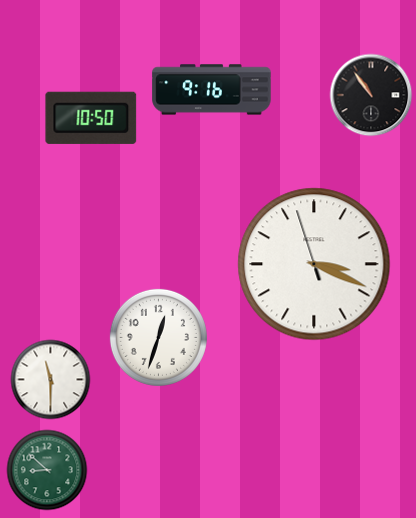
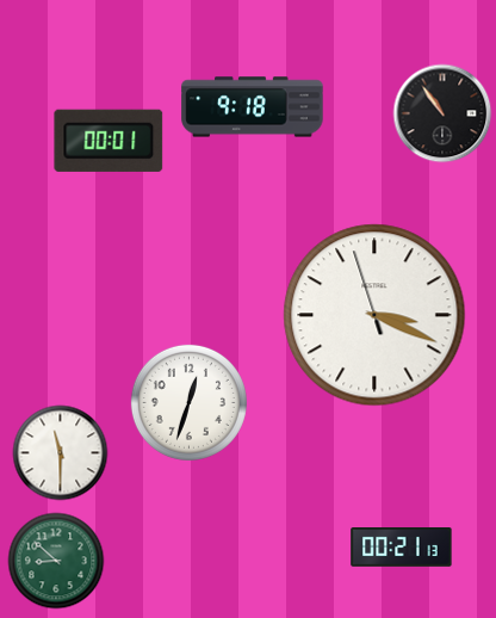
clock at (212, 90): 9:16 -> 9:18
clock at (91, 118): 10:50 -> 00:01
clock at (402, 548): none -> 00:21
